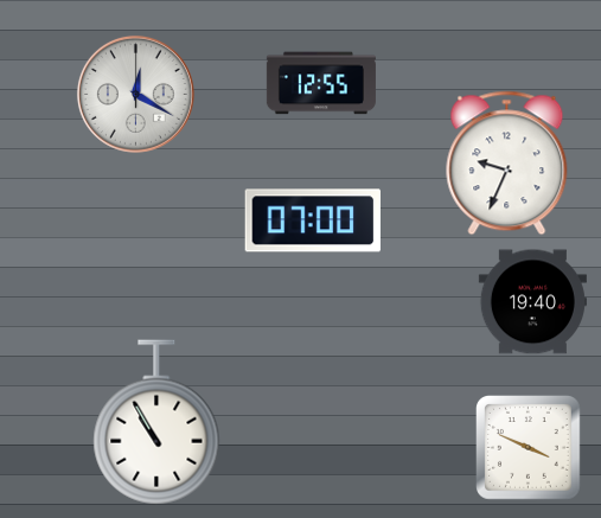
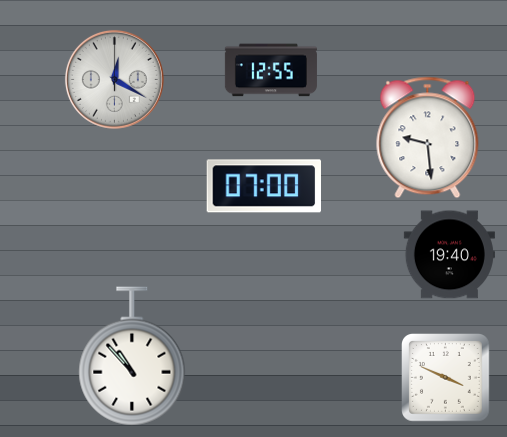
clock at (507, 164): 9:34 -> 9:29
clock at (156, 422): 10:55 -> 10:53
